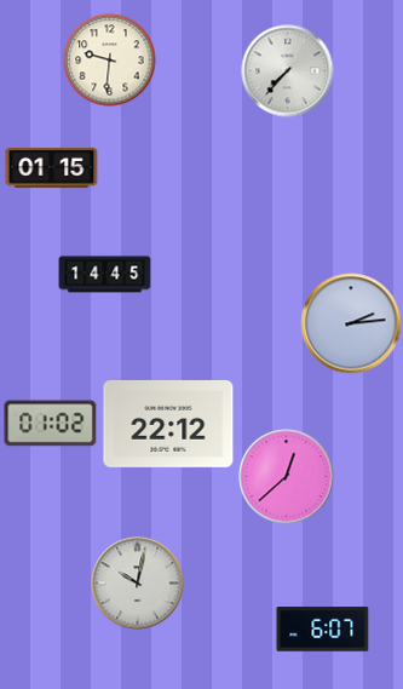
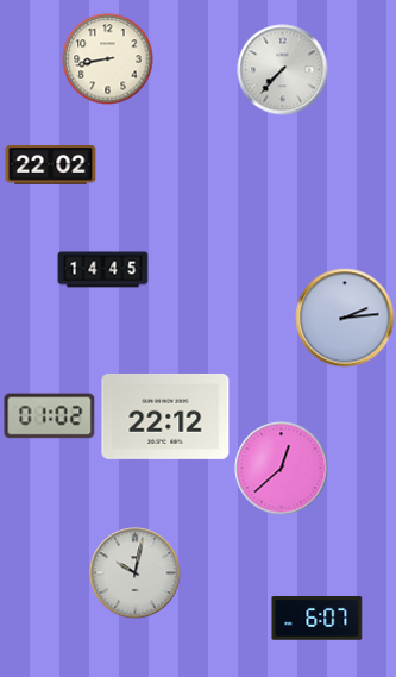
clock at (110, 61): 9:31 -> 8:43
clock at (52, 168): 01:15 -> 22:02
